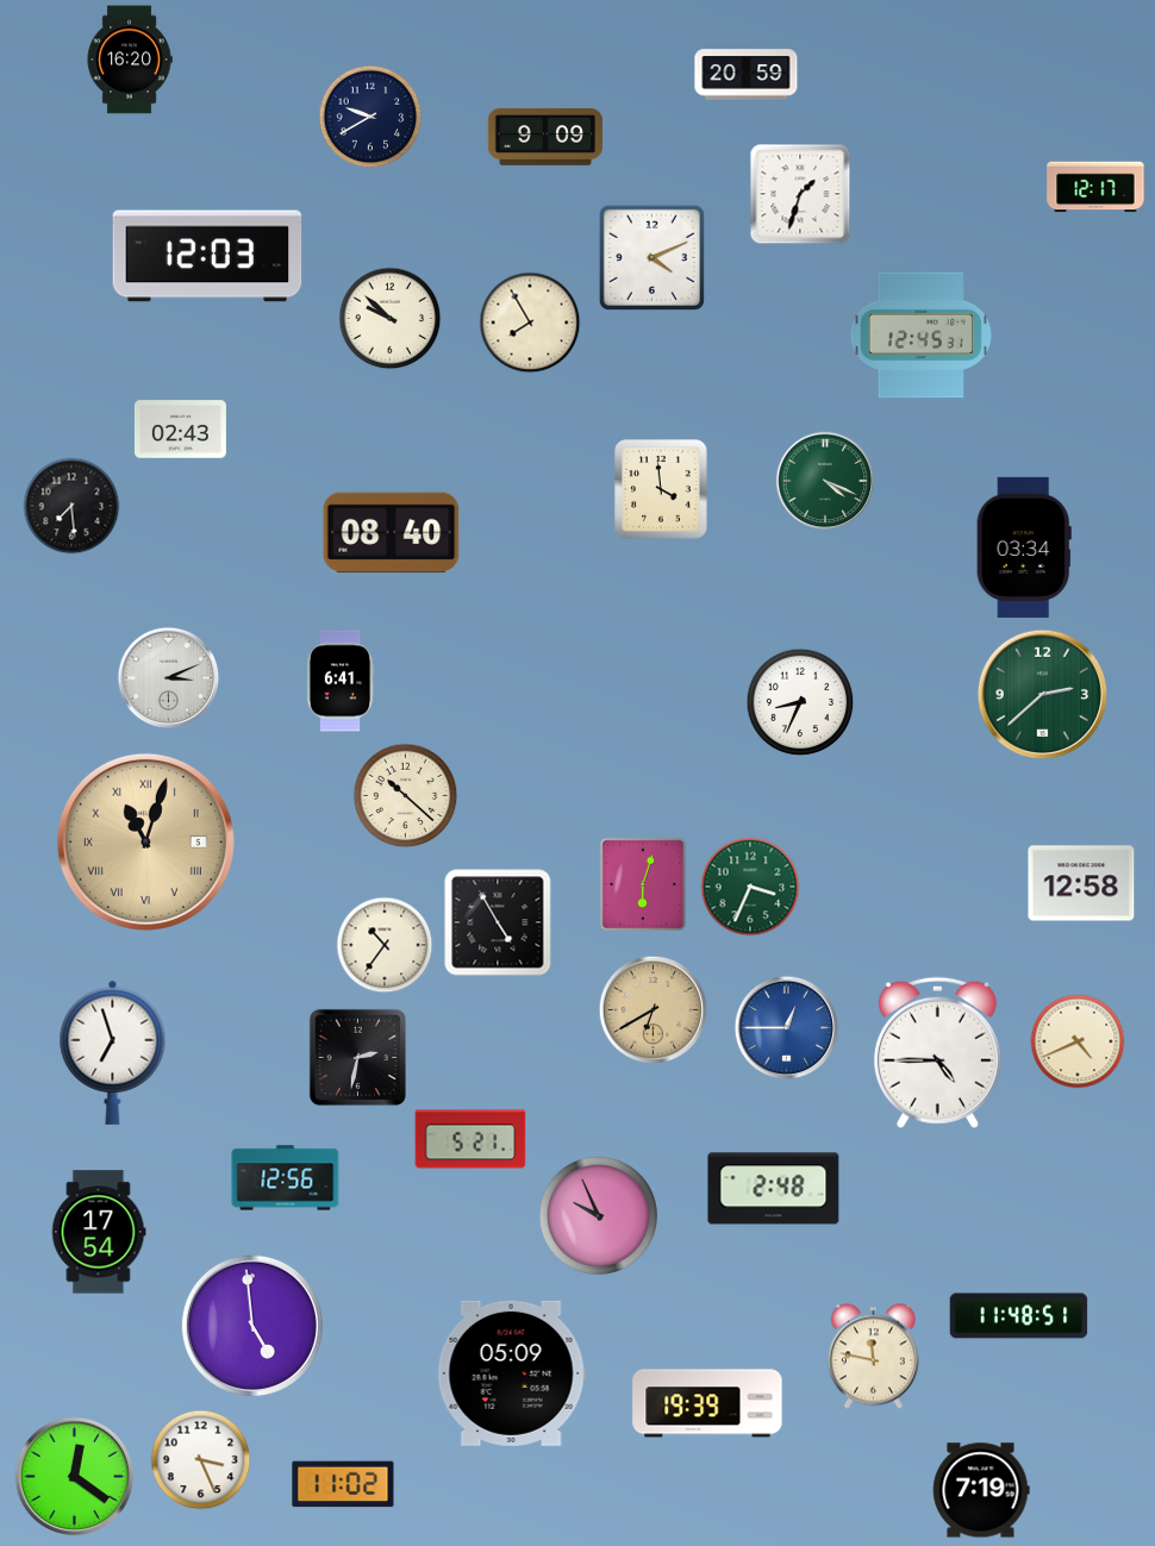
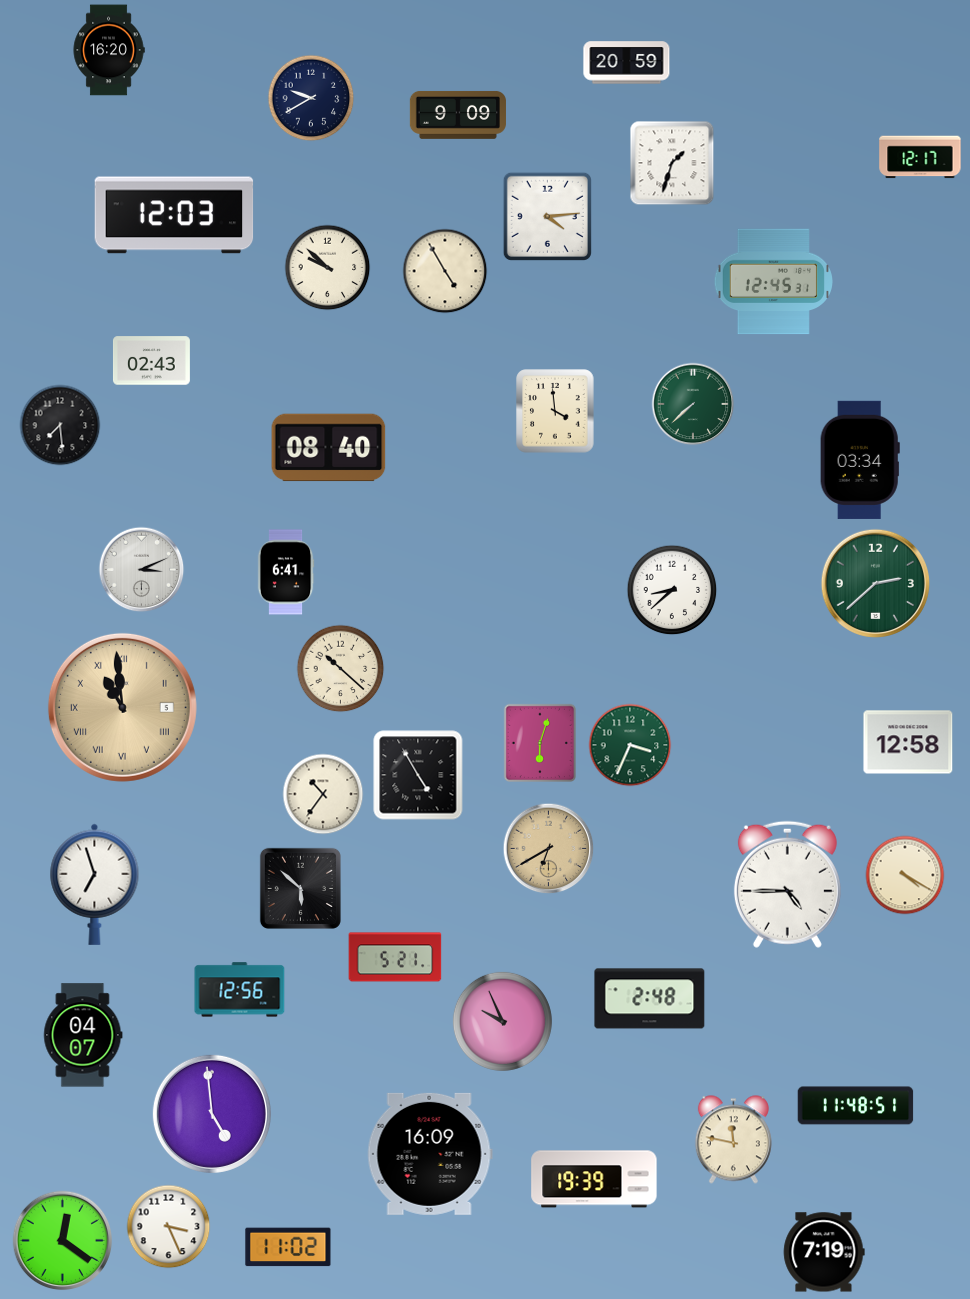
clock at (651, 257): 4:11 -> 4:14
clock at (530, 323): 7:55 -> 4:55
clock at (825, 481): 4:19 -> 7:38
clock at (800, 702): 8:34 -> 8:38
clock at (145, 841): 11:03 -> 10:59
clock at (787, 1028): 12:45 -> none
clock at (1078, 1041): 4:41 -> 4:20
clock at (357, 1057): 2:32 -> 5:52
clock at (99, 1232): 17:54 -> 04:07
clock at (512, 1373): 05:09 -> 16:09
